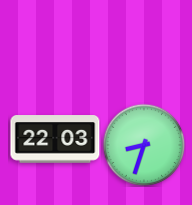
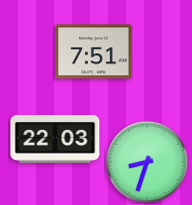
clock at (94, 52): none -> 7:51
clock at (144, 145) position: (144, 145) -> (147, 162)
